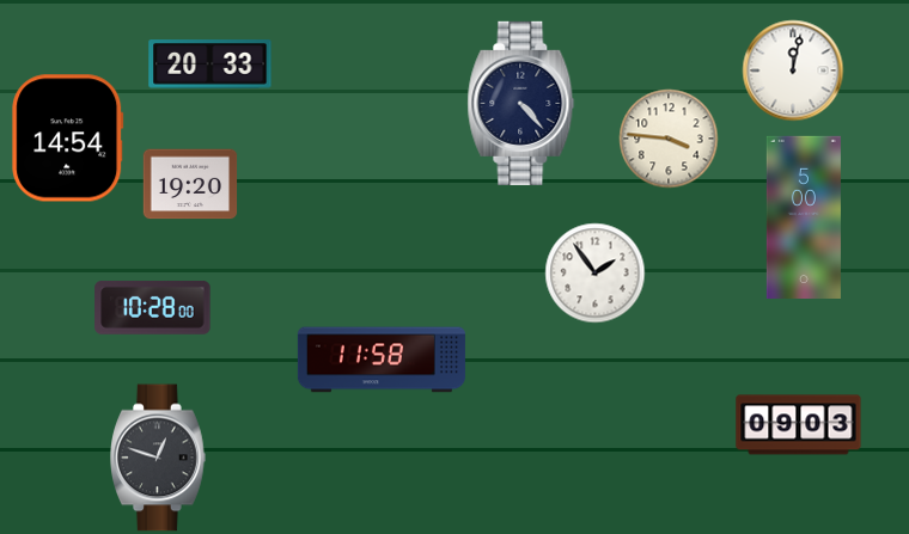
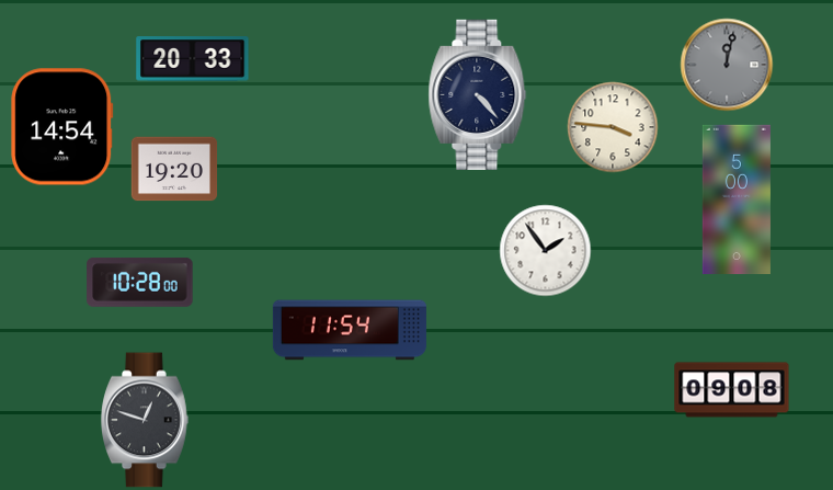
clock at (793, 70) dial: white -> grey
clock at (382, 360): 11:58 -> 11:54
clock at (799, 425): 09:03 -> 09:08
